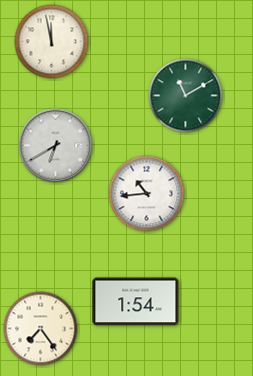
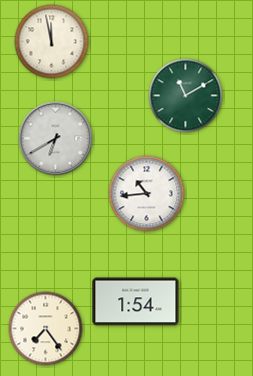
clock at (56, 146) position: (56, 146) -> (56, 139)
clock at (41, 329) position: (41, 329) -> (46, 329)
